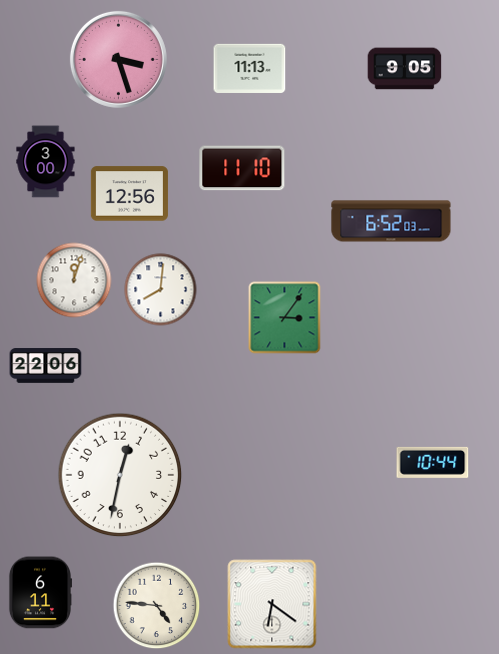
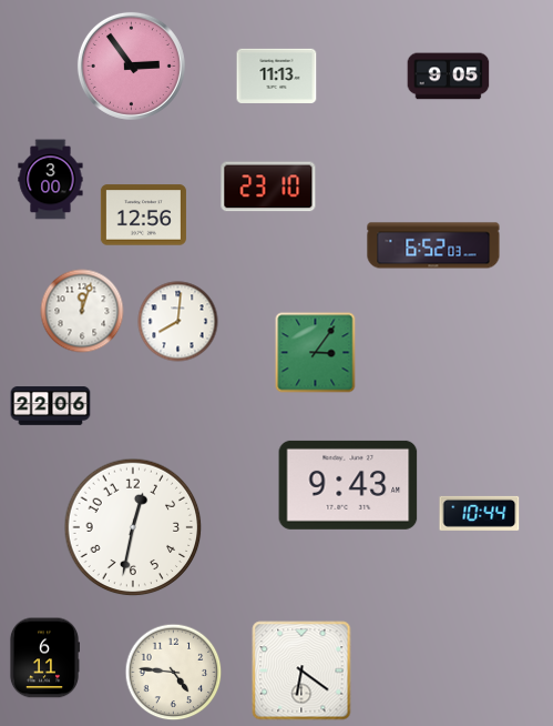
clock at (118, 59): 3:27 -> 2:54
clock at (242, 168): 11:10 -> 23:10
clock at (348, 485): none -> 9:43
